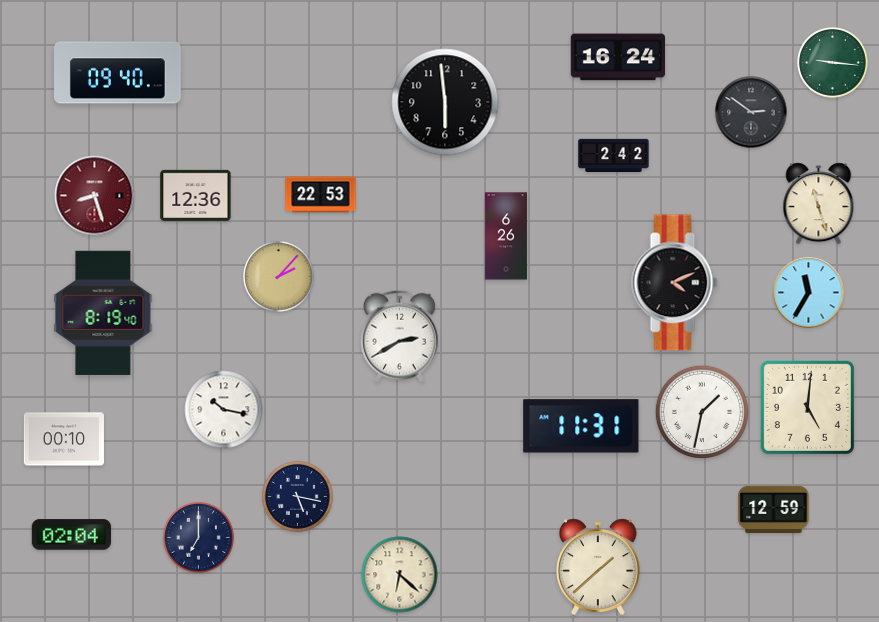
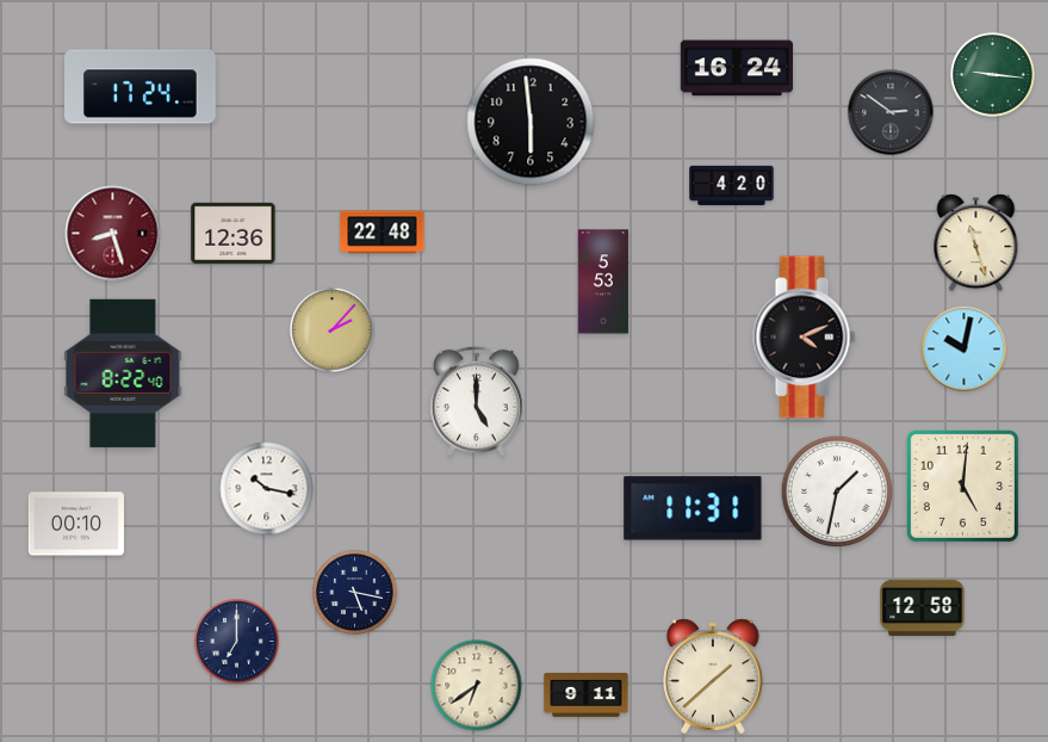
clock at (118, 73): 09:40 -> 17:24
clock at (751, 112) position: (751, 112) -> (891, 112)
clock at (614, 155): 2:42 -> 4:20
clock at (321, 195): 22:53 -> 22:48
clock at (506, 236): 6:26 -> 5:53
clock at (809, 293): 11:35 -> 10:02
clock at (103, 313): 8:19 -> 8:22
clock at (400, 336): 2:40 -> 5:00
clock at (774, 509): 12:59 -> 12:58
clock at (72, 535): 02:04 -> none
clock at (400, 575): 6:22 -> 6:39
clock at (587, 695): none -> 9:11
